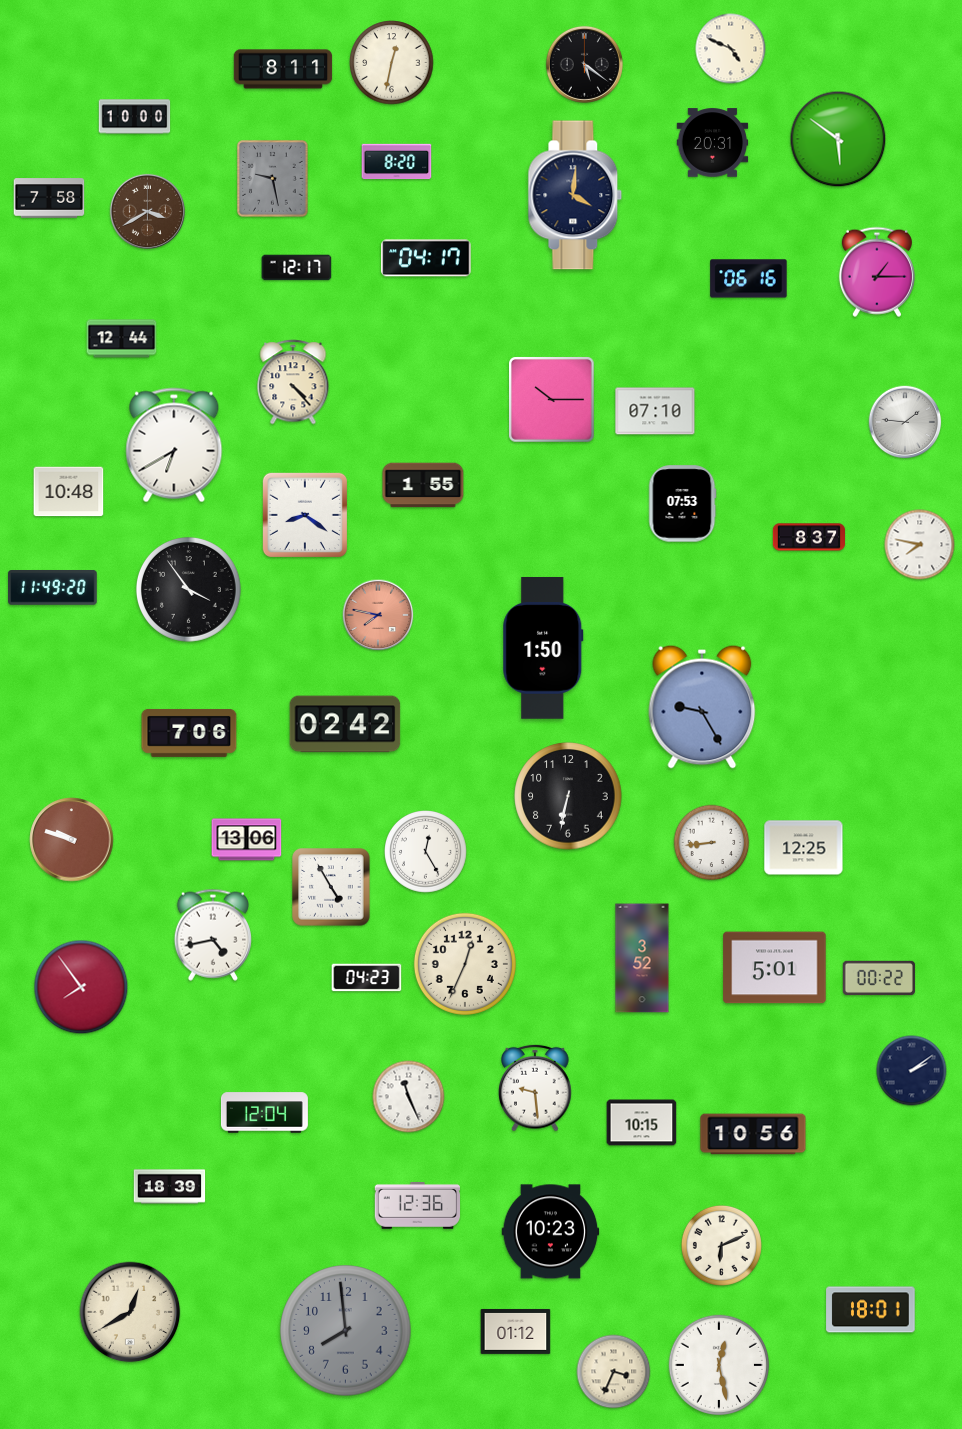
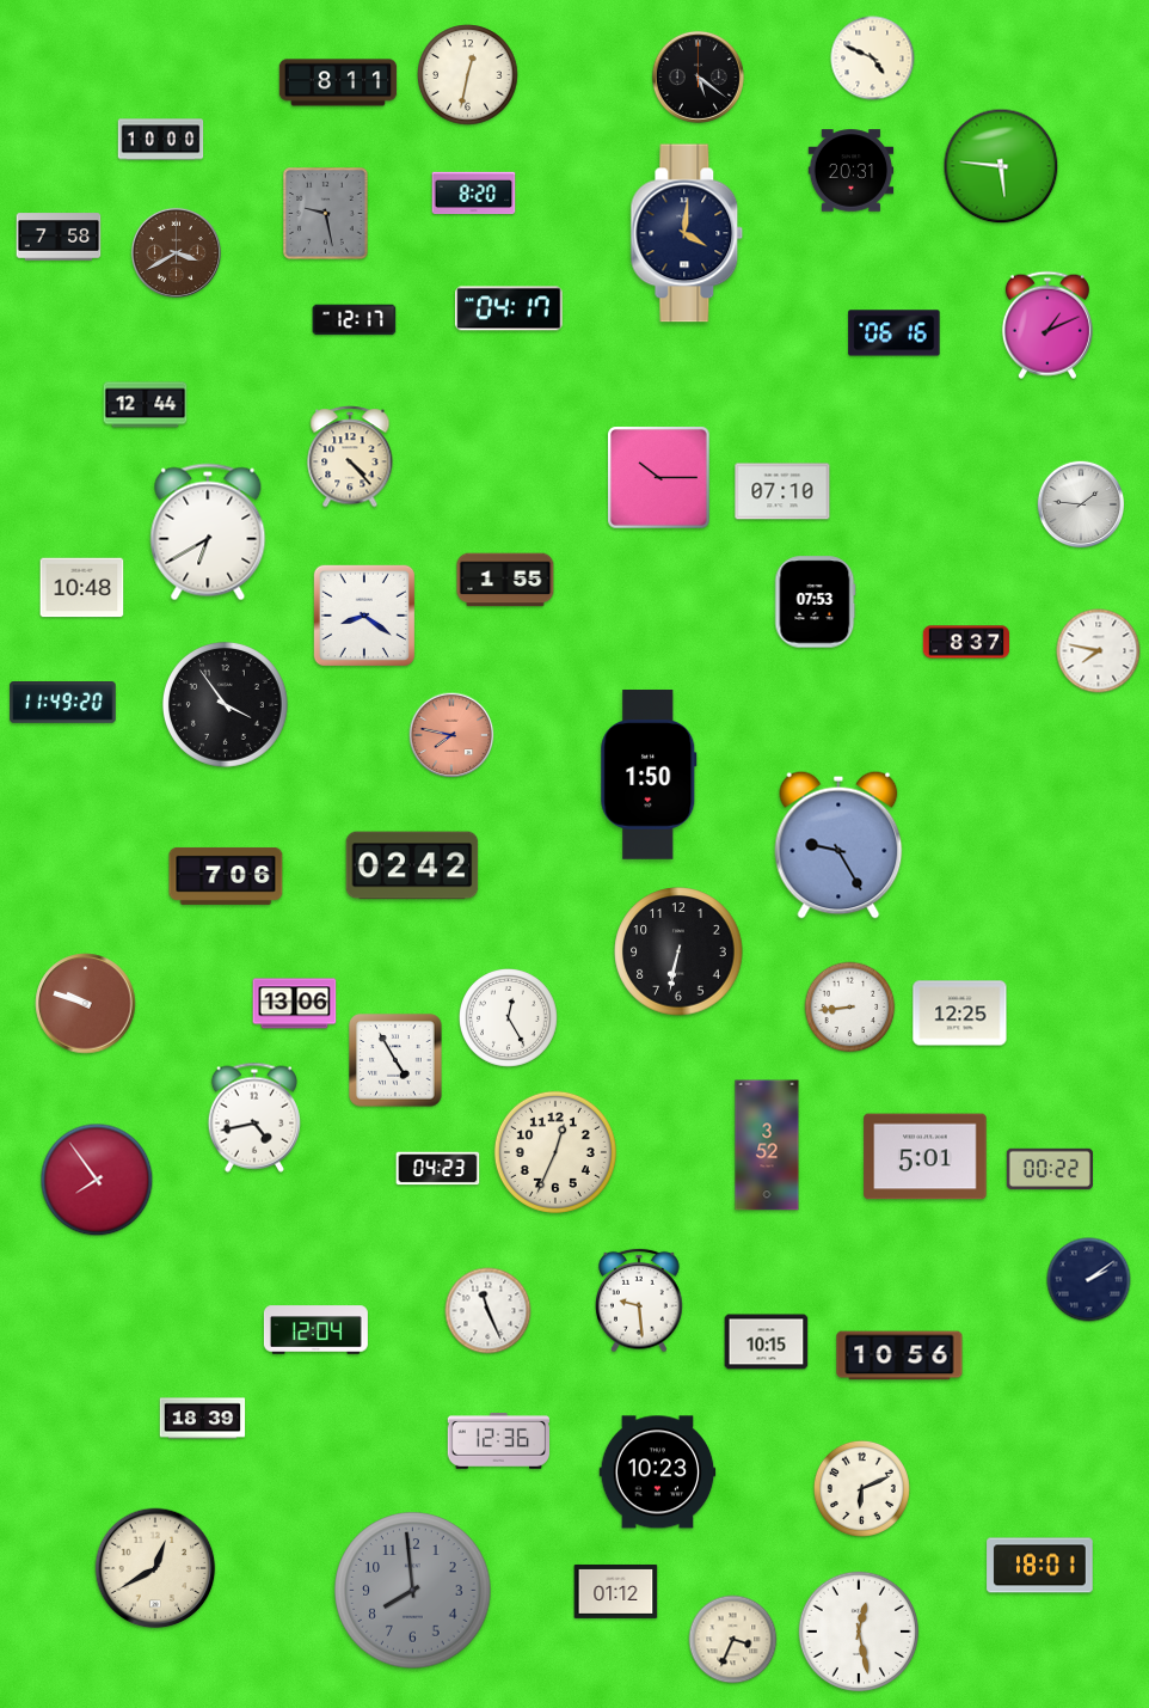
clock at (838, 139): 5:51 -> 5:46
clock at (877, 272): 1:15 -> 1:11
